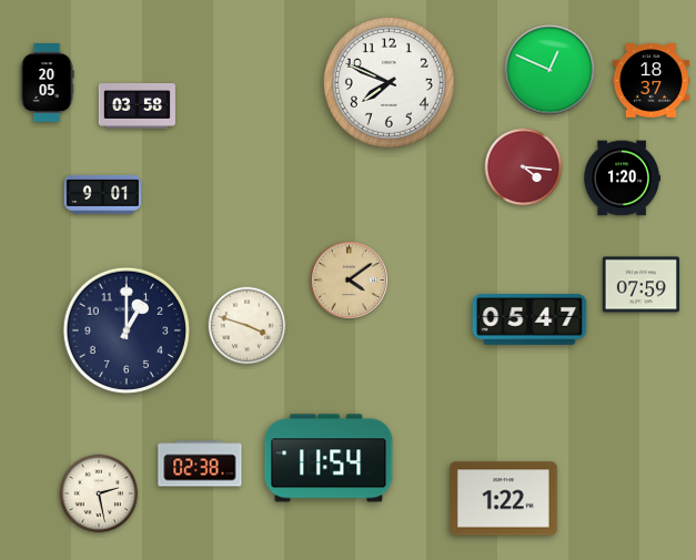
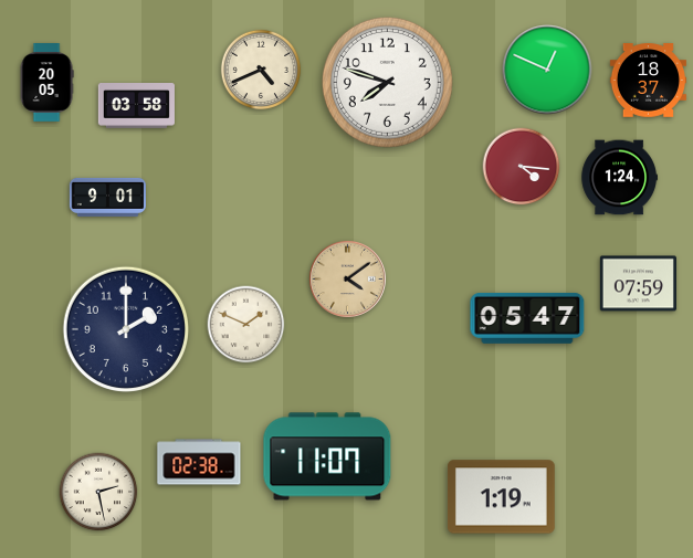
clock at (261, 70): none -> 4:41
clock at (389, 82): 7:49 -> 7:48
clock at (622, 179): 1:20 -> 1:24
clock at (102, 194) position: (102, 194) -> (107, 197)
clock at (248, 326): 3:48 -> 1:49
clock at (125, 329): 1:00 -> 2:00
clock at (329, 458): 11:54 -> 11:07
clock at (504, 499): 1:22 -> 1:19
